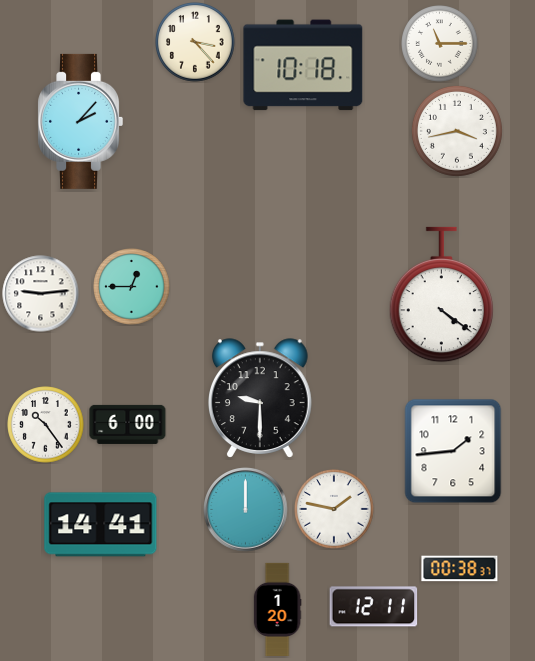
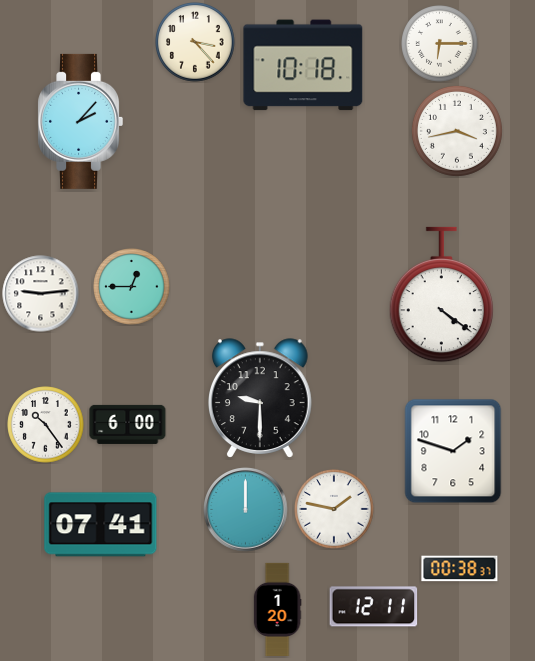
clock at (440, 44): 11:15 -> 6:15
clock at (453, 451): 1:44 -> 1:48
clock at (101, 525): 14:41 -> 07:41
